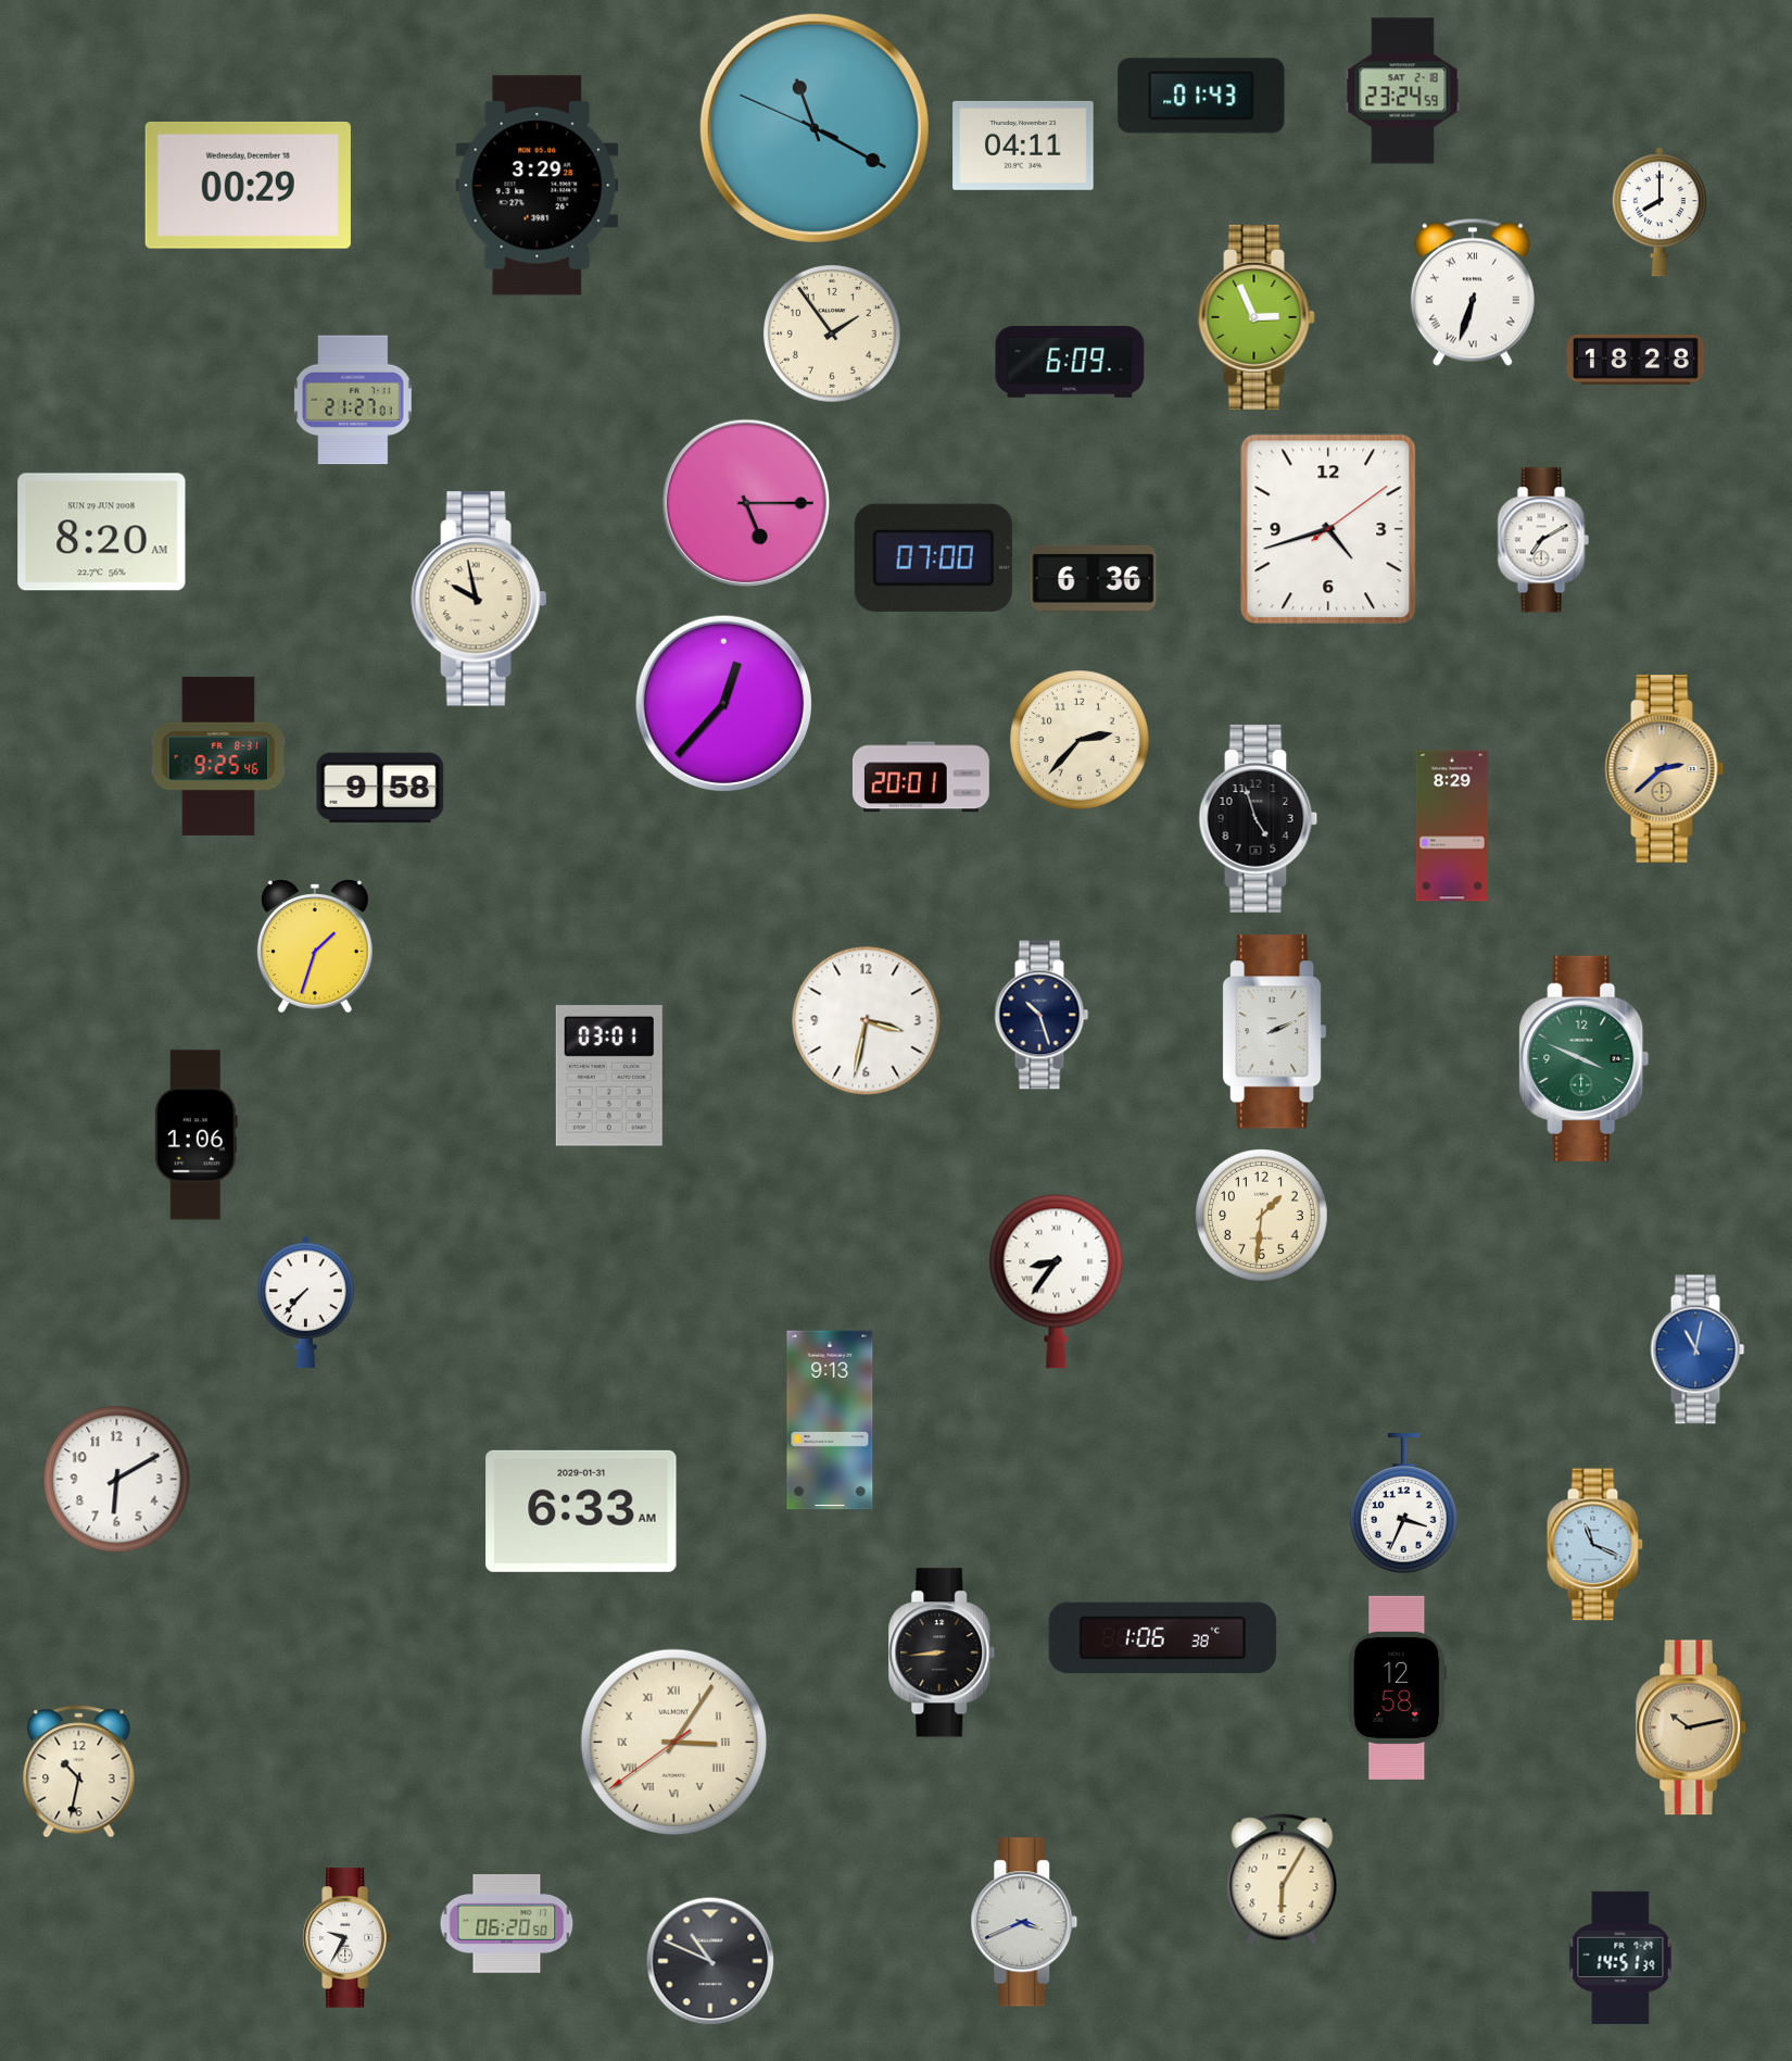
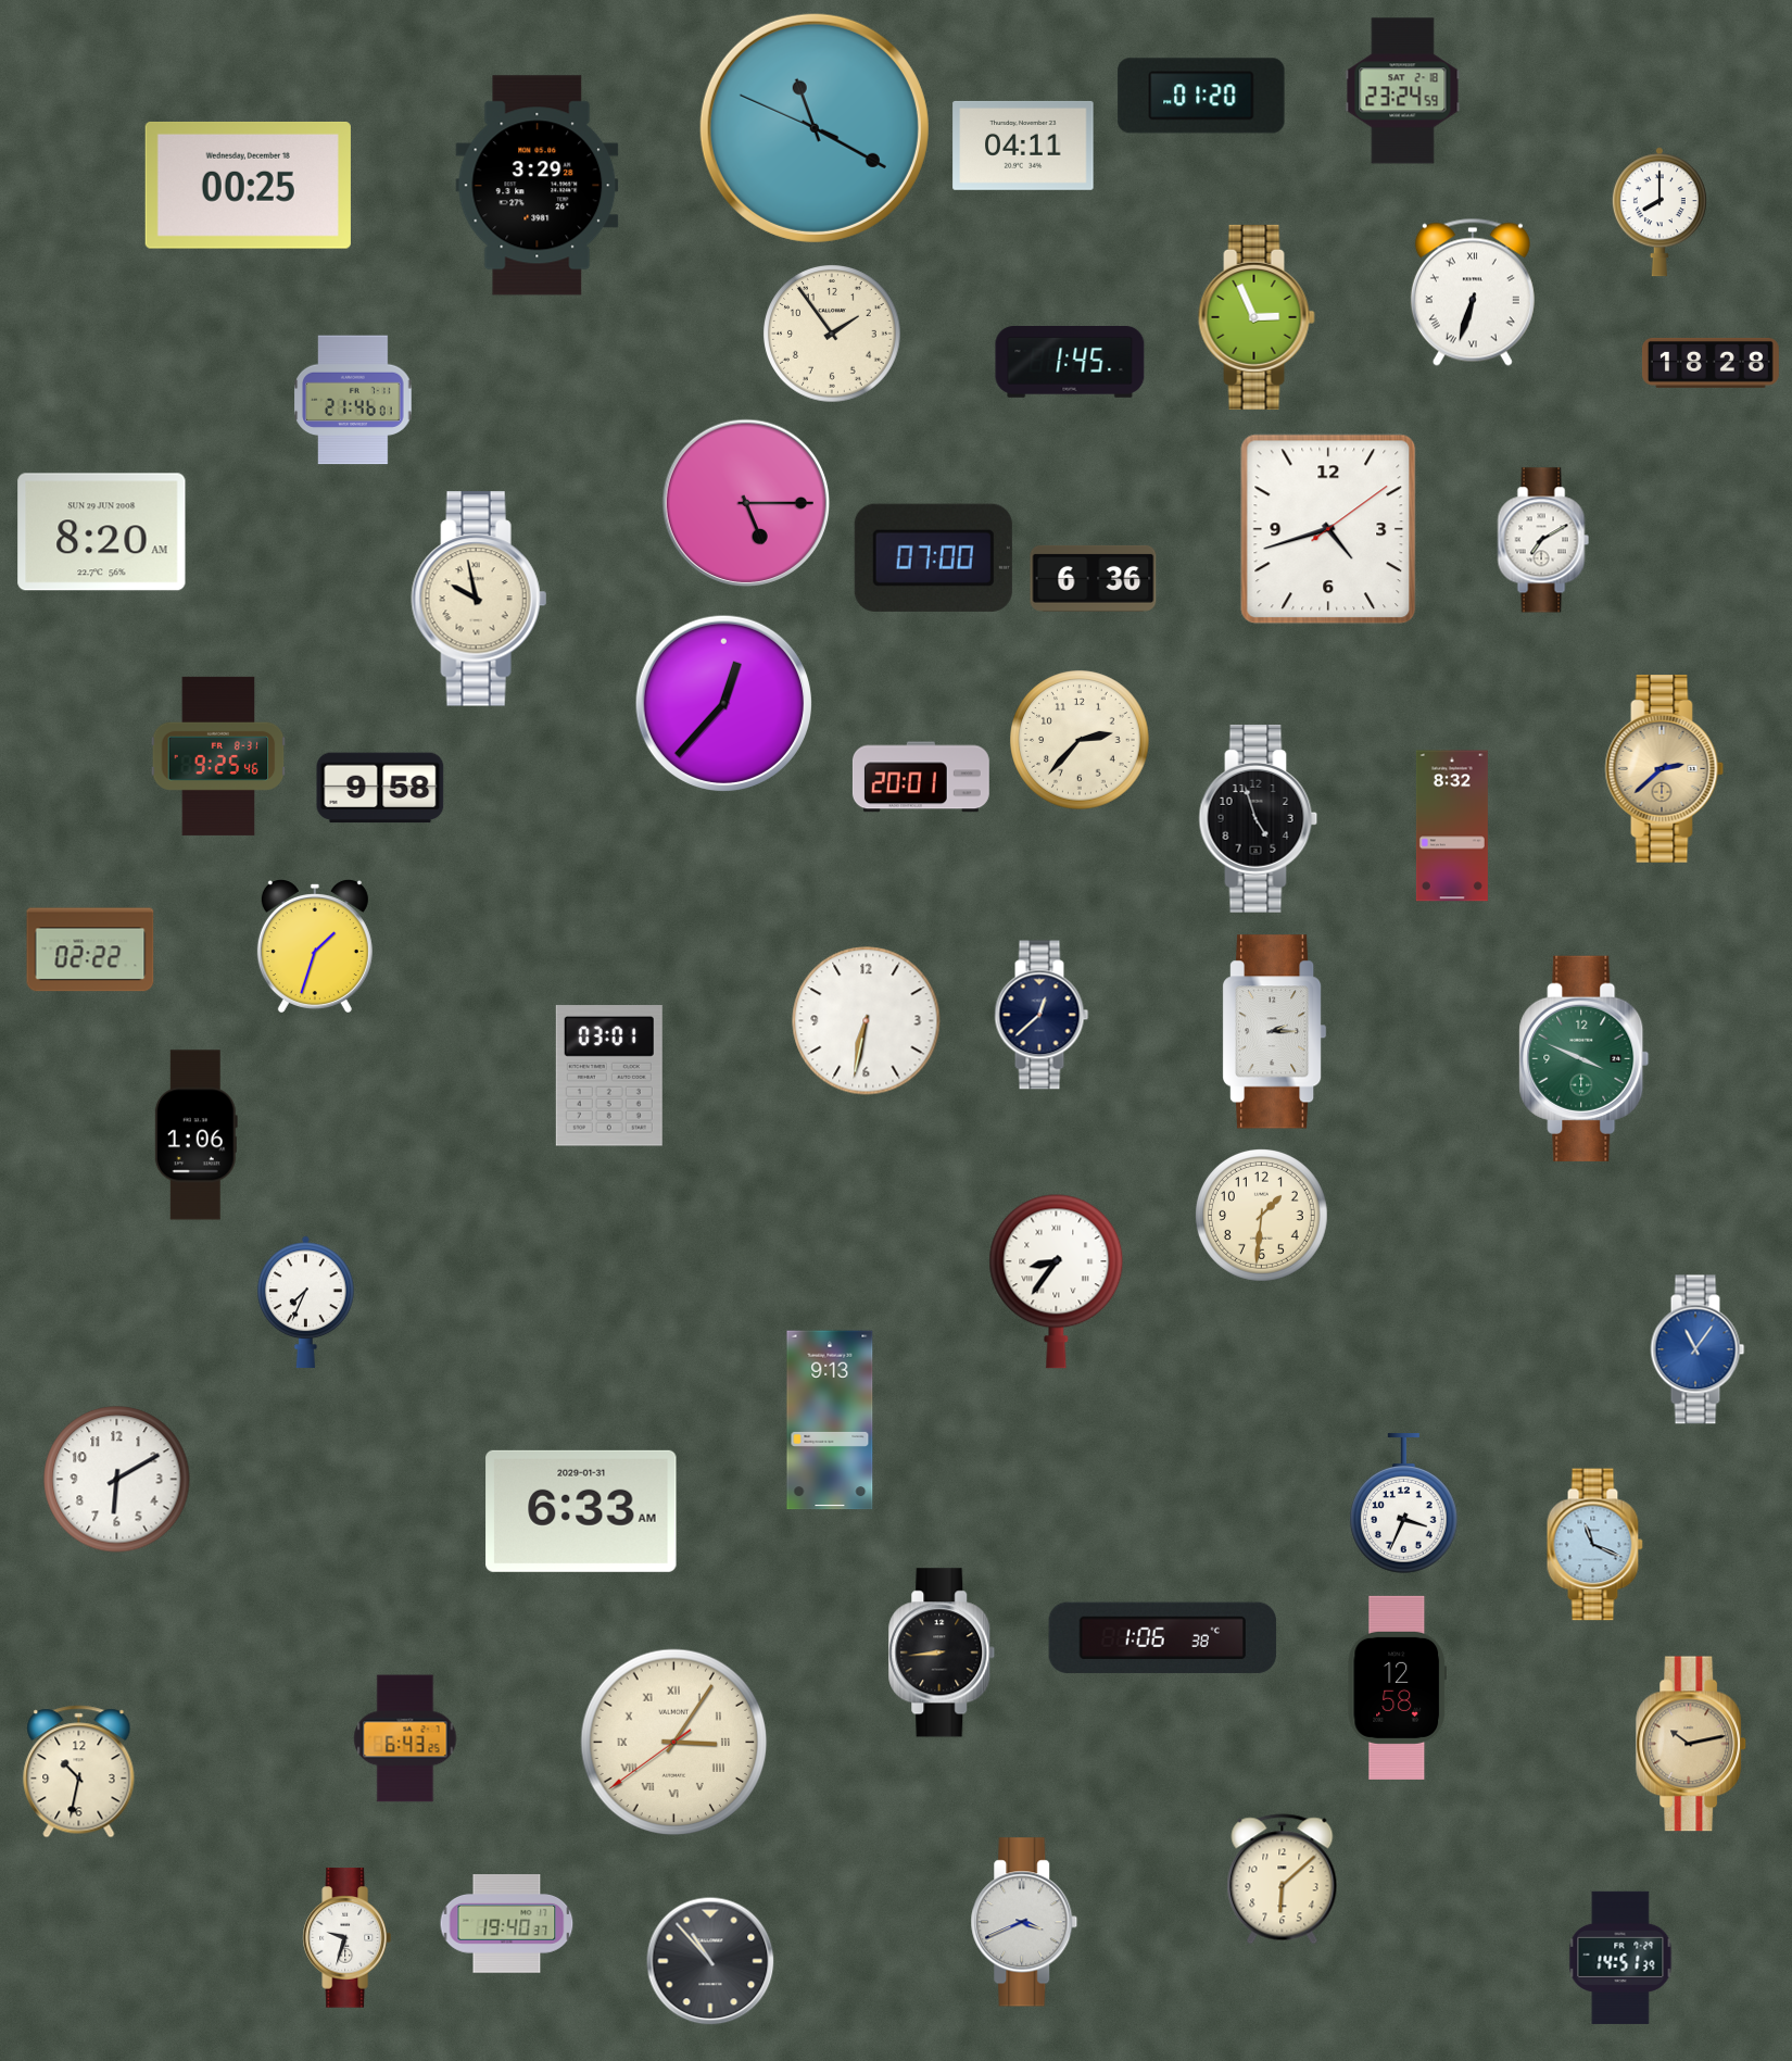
clock at (1201, 96): 01:43 -> 01:20
clock at (248, 185): 00:29 -> 00:25
clock at (1636, 360) position: (1636, 360) -> (1711, 363)
clock at (1070, 363): 6:09 -> 1:45
clock at (353, 400): 21:27 -> 21:46
clock at (1452, 826): 8:29 -> 8:32
clock at (90, 950): none -> 02:22
clock at (1042, 1015): 10:27 -> 12:38
clock at (867, 1021): 3:32 -> 6:32
clock at (1275, 1032): 2:11 -> 2:15
clock at (306, 1302): 7:37 -> 7:34
clock at (1698, 1349): 11:02 -> 11:06
clock at (1692, 1727) position: (1692, 1727) -> (1692, 1744)
clock at (405, 1738): none -> 6:43
clock at (1283, 1880): 6:05 -> 6:08
clock at (507, 1924): 06:20 -> 19:40
clock at (346, 1938): 9:35 -> 9:33
clock at (710, 1961): 10:49 -> 10:53
